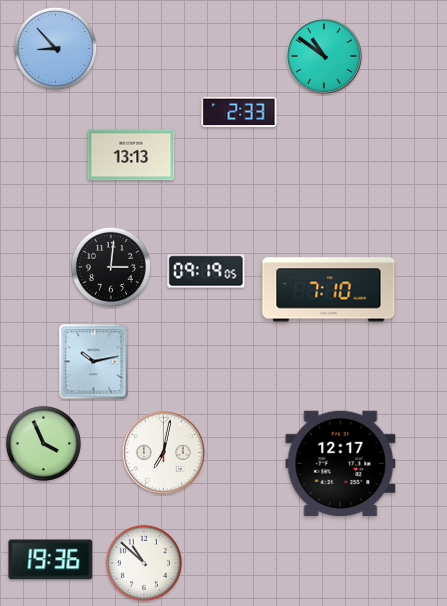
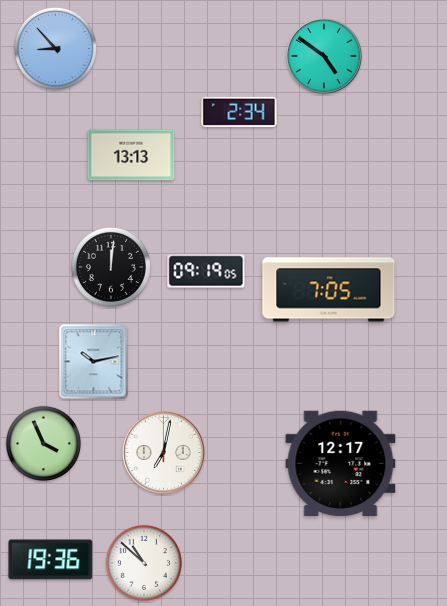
clock at (324, 56): 10:51 -> 4:51
clock at (239, 112): 2:33 -> 2:34
clock at (111, 267): 3:01 -> 12:01
clock at (329, 290): 7:10 -> 7:05
